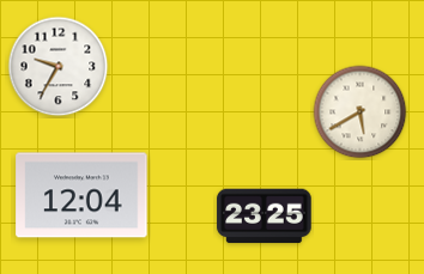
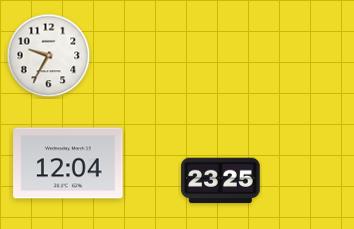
clock at (361, 112): 5:40 -> none
